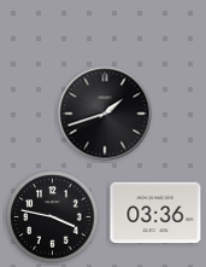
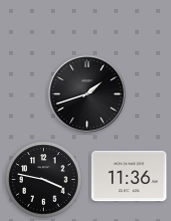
clock at (155, 213): 03:36 -> 11:36
